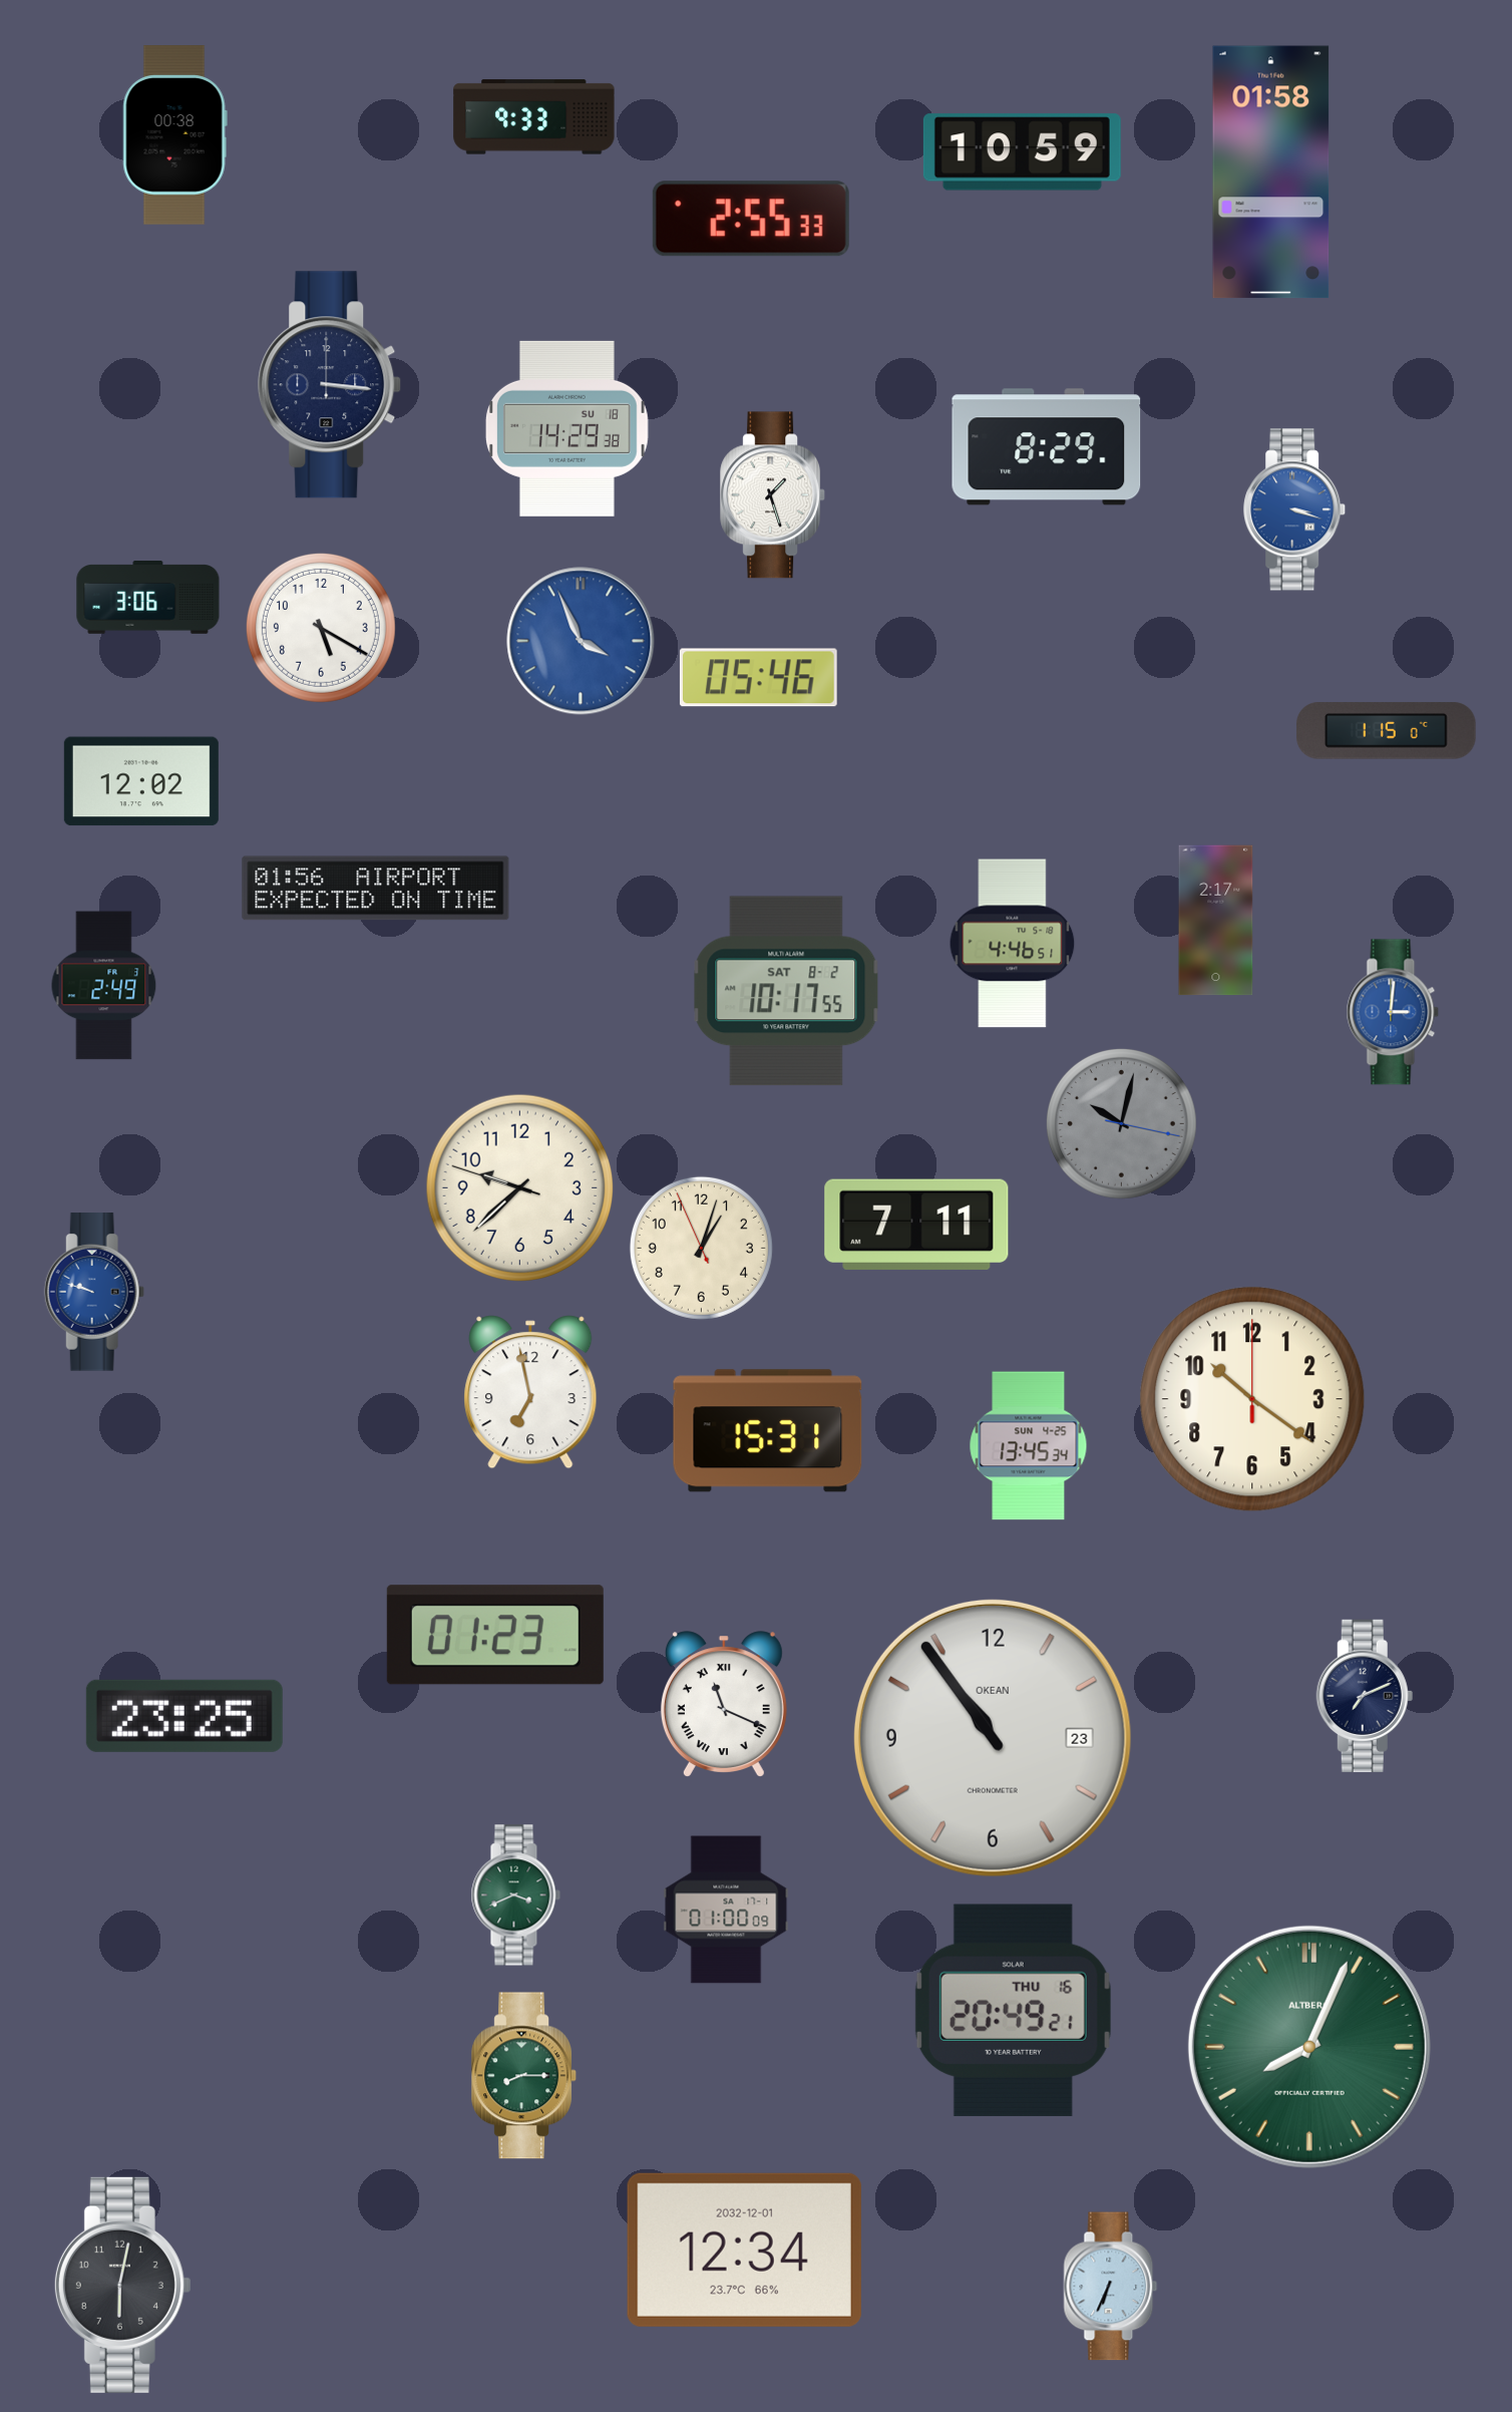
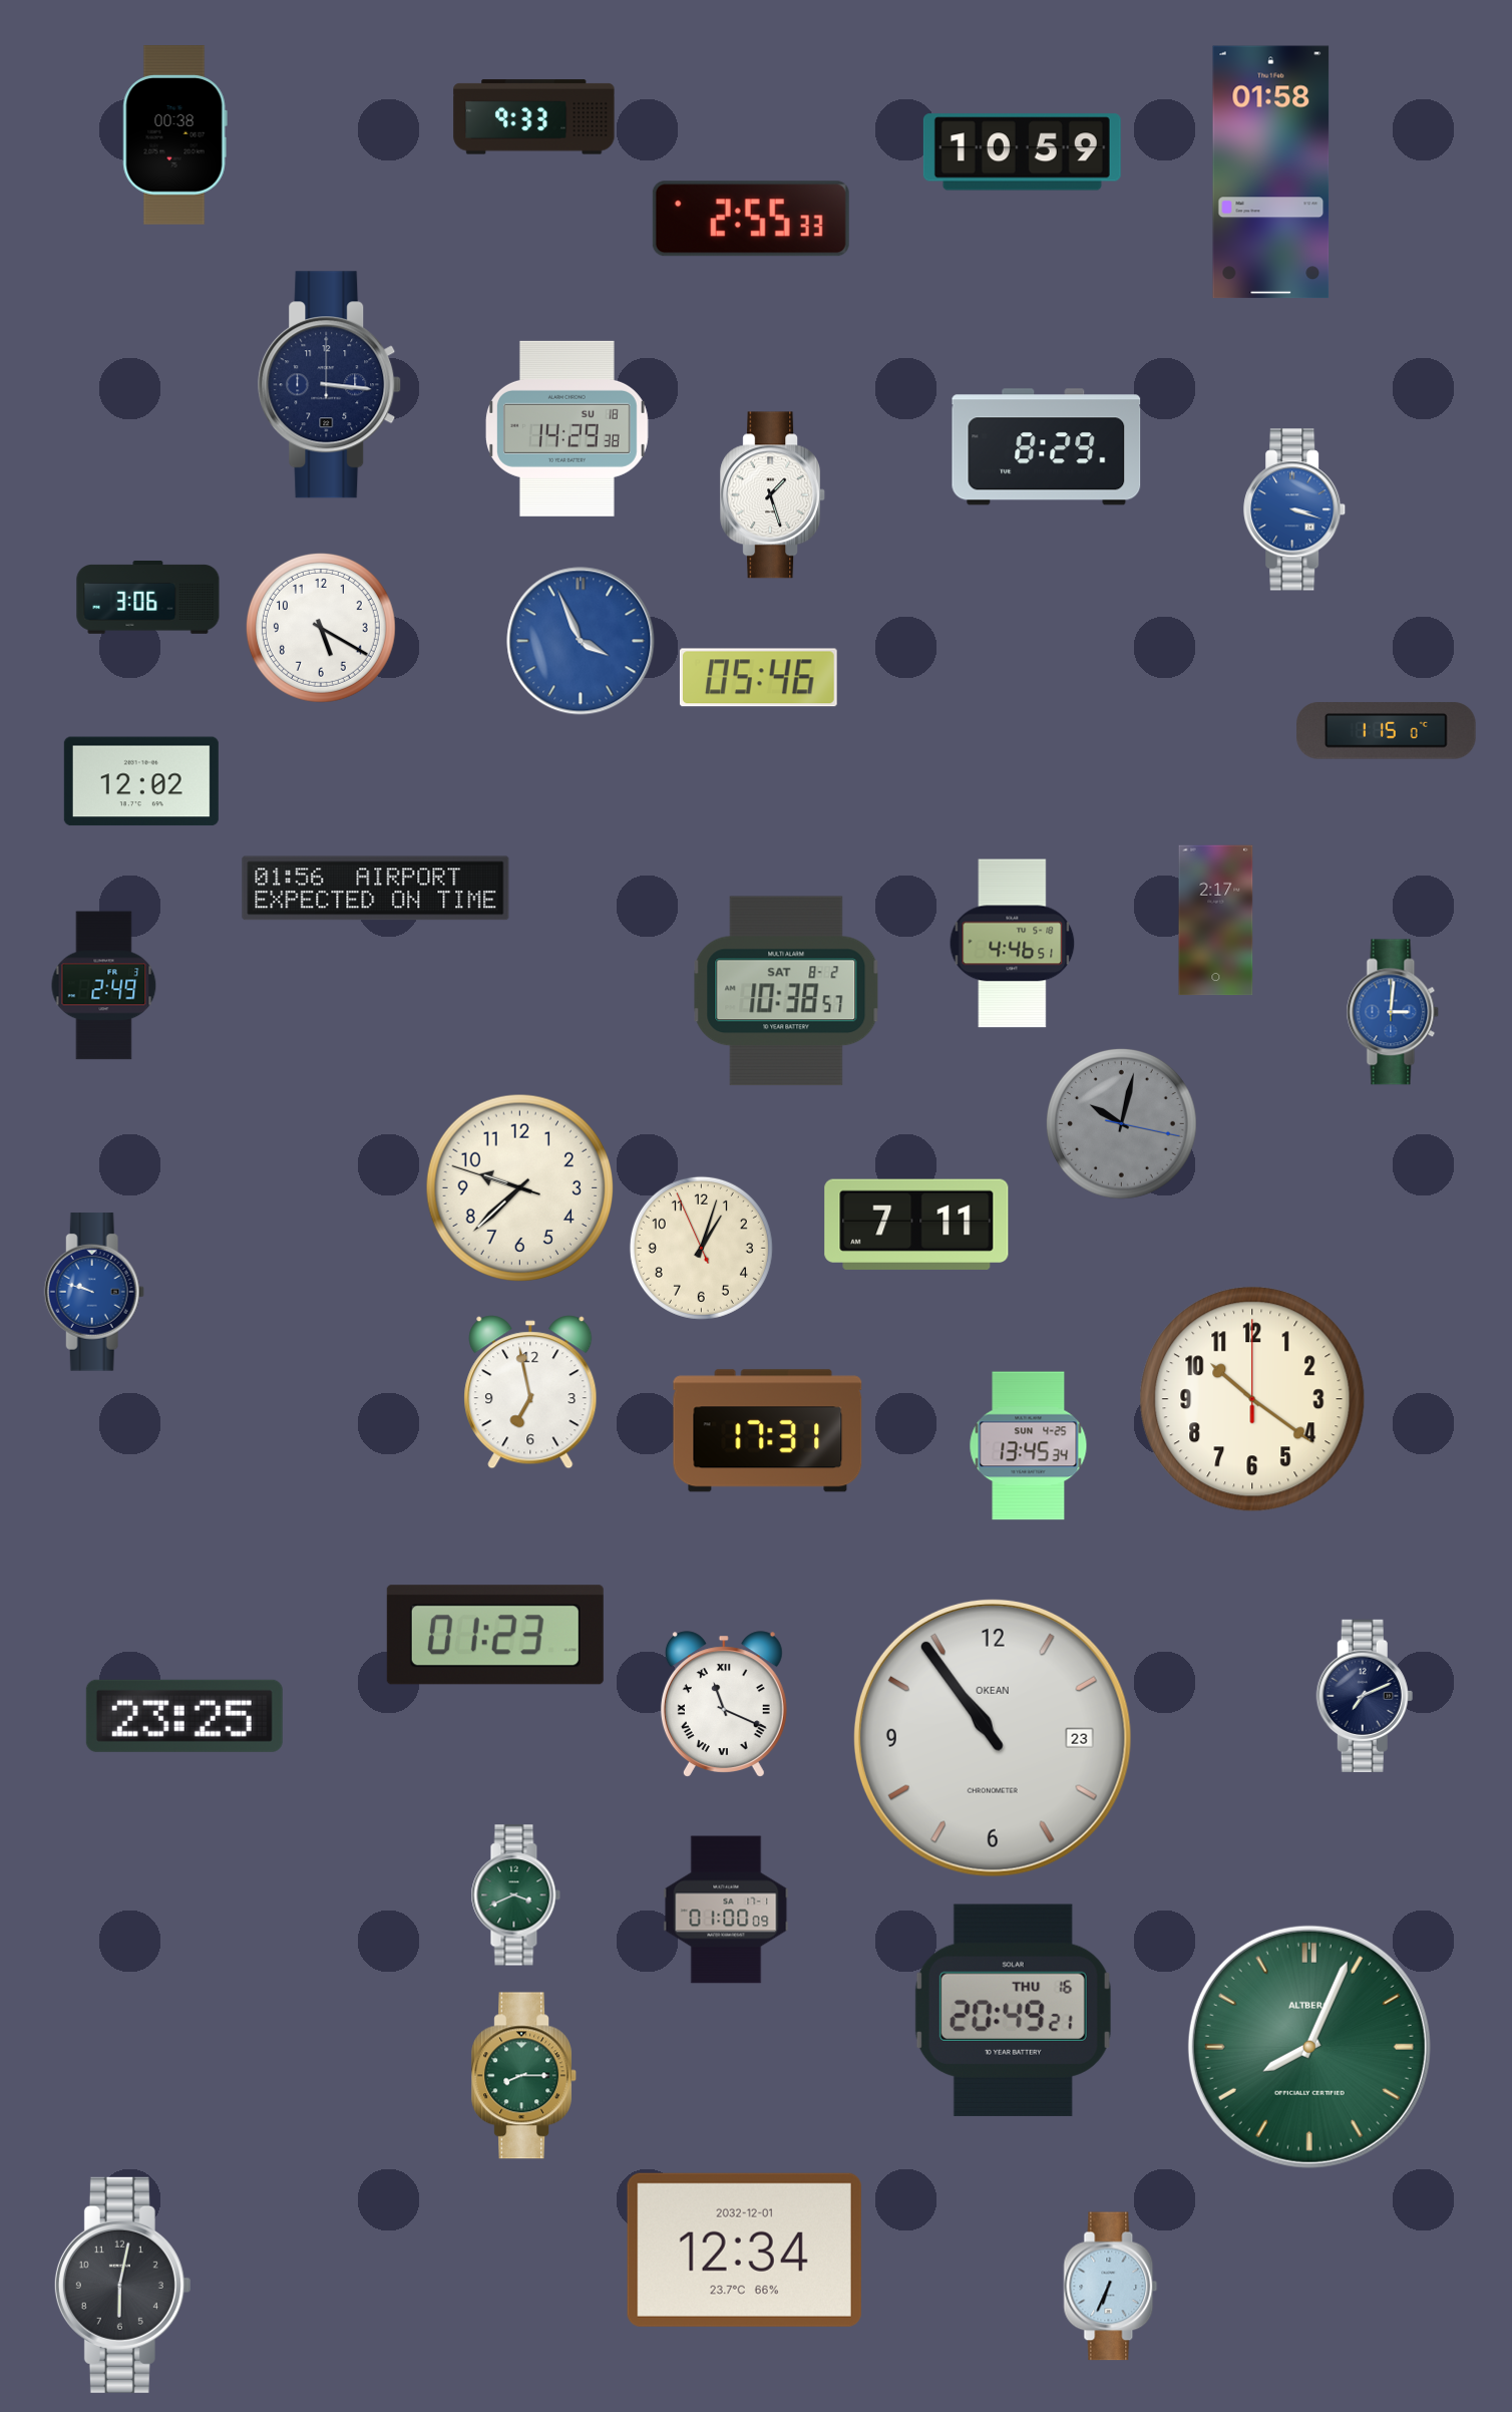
clock at (786, 991): 10:17 -> 10:38
clock at (768, 1431): 15:31 -> 17:31
